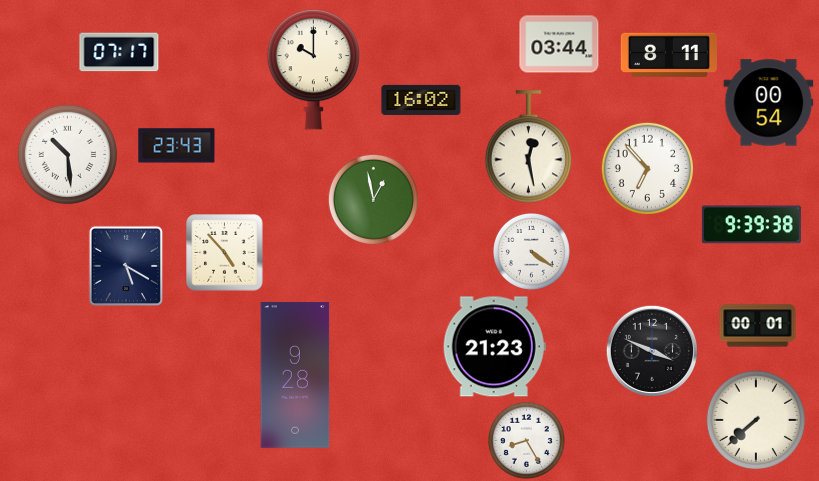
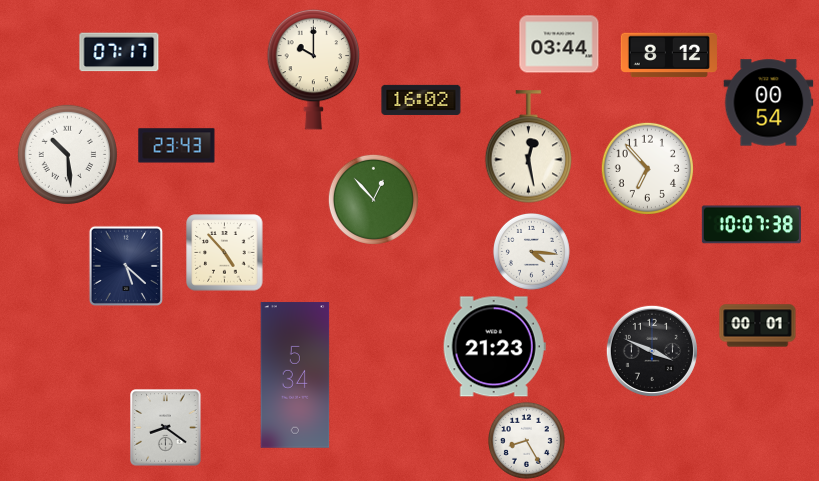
clock at (668, 55): 8:11 -> 8:12
clock at (373, 199): 12:58 -> 12:53
clock at (751, 225): 9:39 -> 10:07
clock at (531, 251): 4:21 -> 4:16
clock at (126, 266): 5:20 -> 5:22
clock at (295, 375): 9:28 -> 5:34
clock at (755, 419): 7:38 -> none
clock at (166, 428): none -> 8:21
